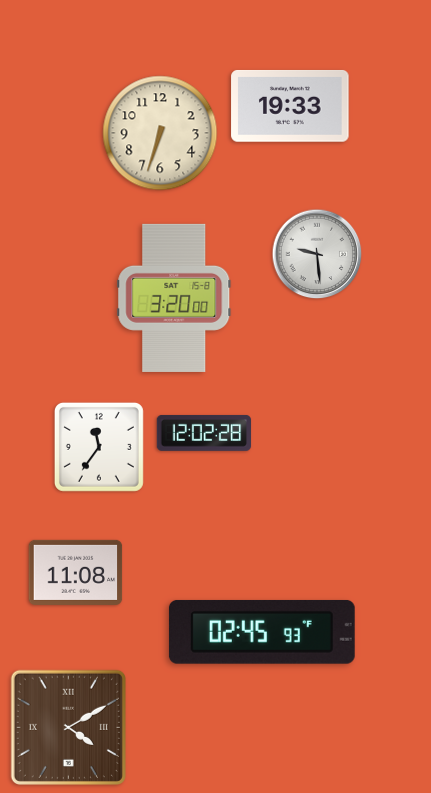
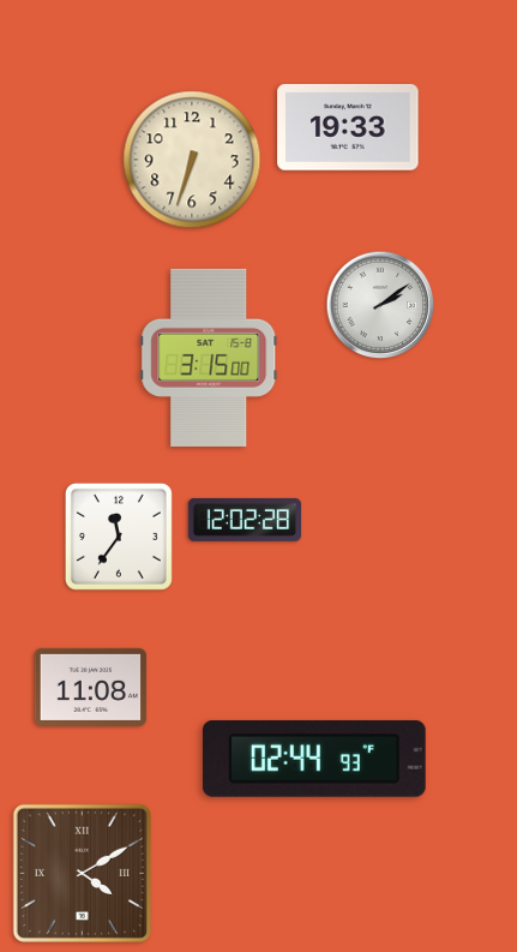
clock at (317, 254): 9:29 -> 2:09
clock at (174, 298): 3:20 -> 3:15
clock at (262, 632): 02:45 -> 02:44
